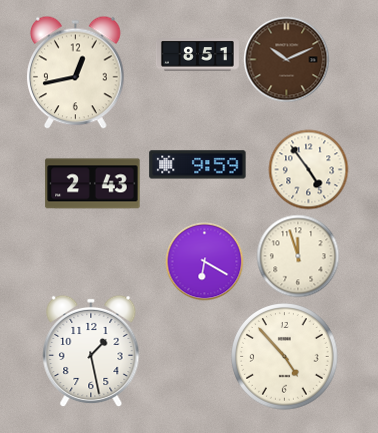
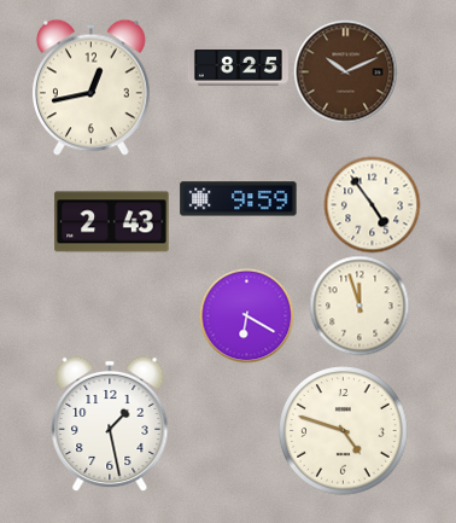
clock at (197, 55): 8:51 -> 8:25
clock at (298, 256) position: (298, 256) -> (359, 306)
clock at (285, 357): 4:53 -> 4:48
